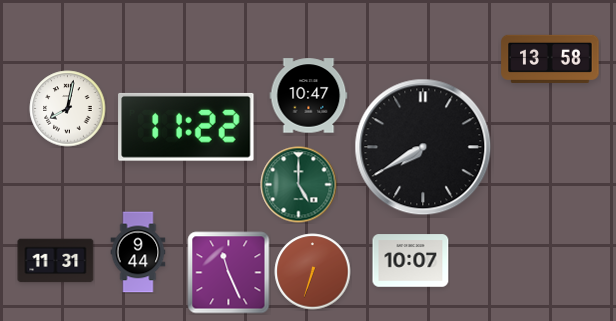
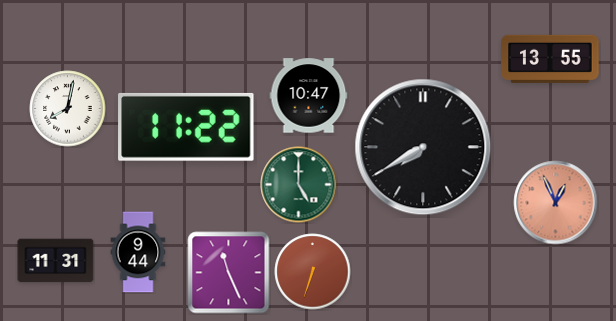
clock at (550, 59): 13:58 -> 13:55
clock at (556, 203): none -> 12:56
clock at (411, 261): 10:07 -> none
